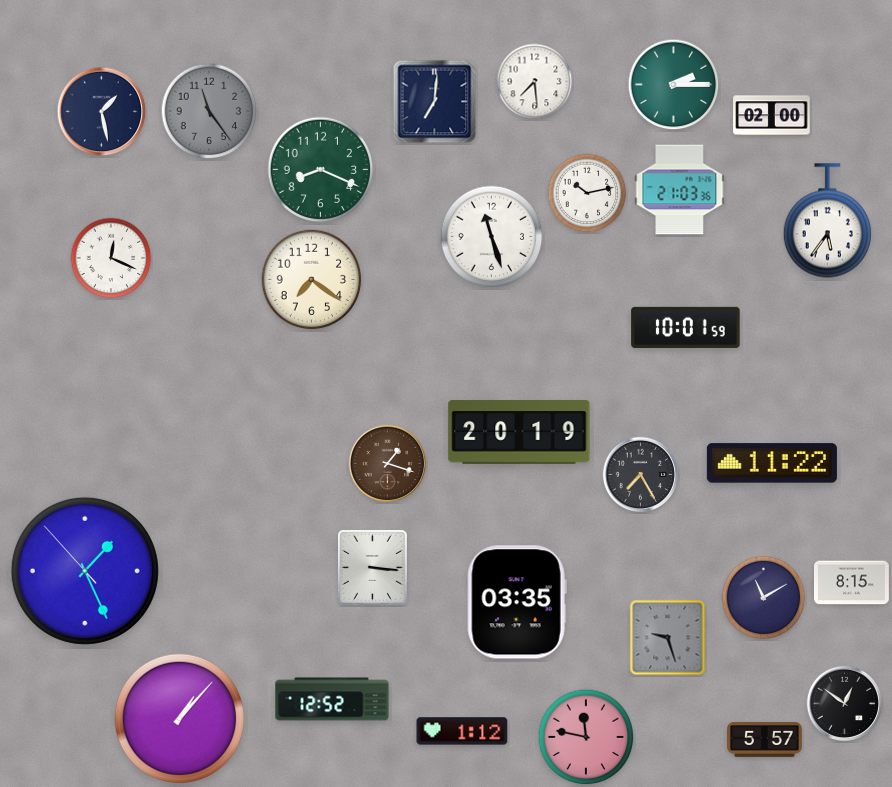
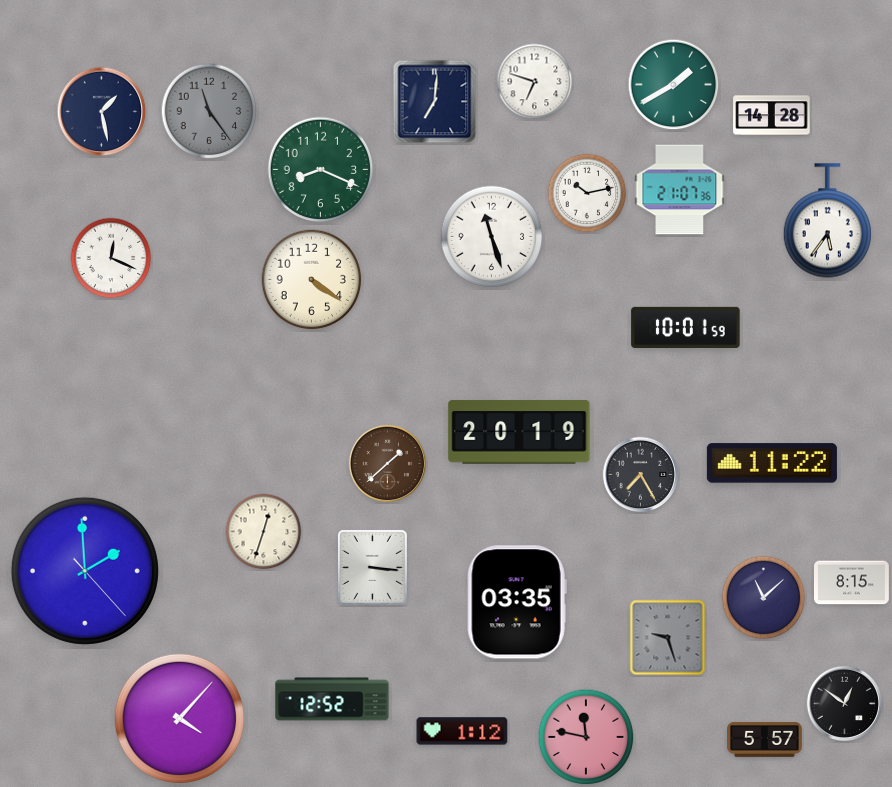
clock at (535, 82): 7:29 -> 6:48
clock at (674, 85): 2:15 -> 1:40
clock at (772, 116): 02:00 -> 14:28
clock at (680, 190): 21:03 -> 21:07
clock at (312, 280): 7:21 -> 4:21
clock at (388, 464): 1:18 -> 1:38
clock at (264, 532): none -> 12:33
clock at (85, 571): 1:25 -> 1:59
clock at (764, 598): 11:10 -> 11:08
clock at (179, 718): 1:07 -> 4:07
